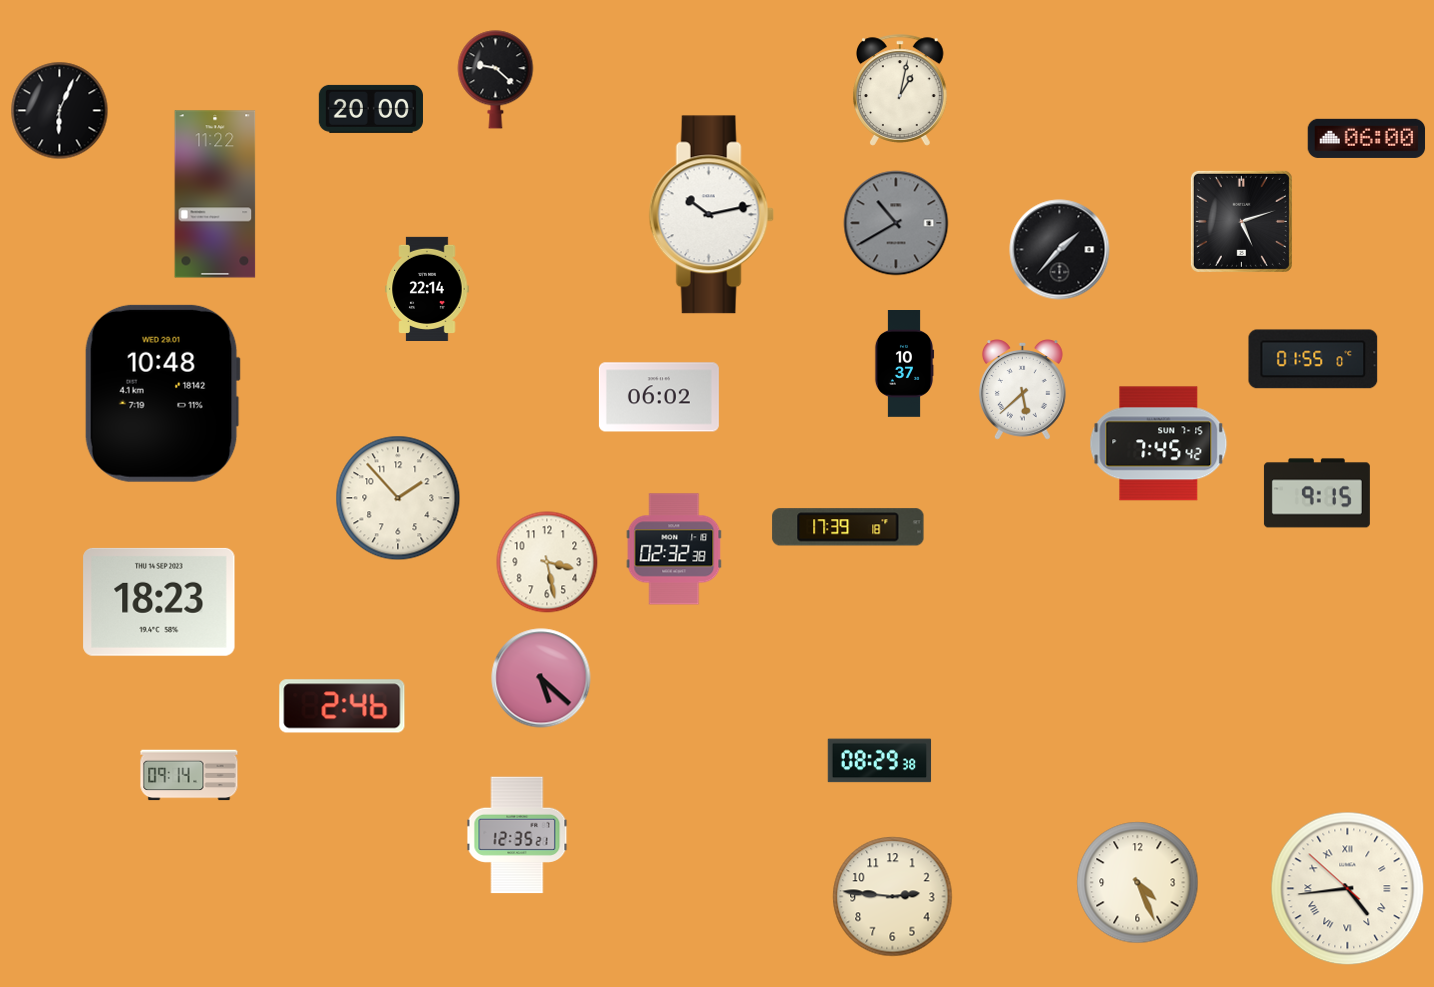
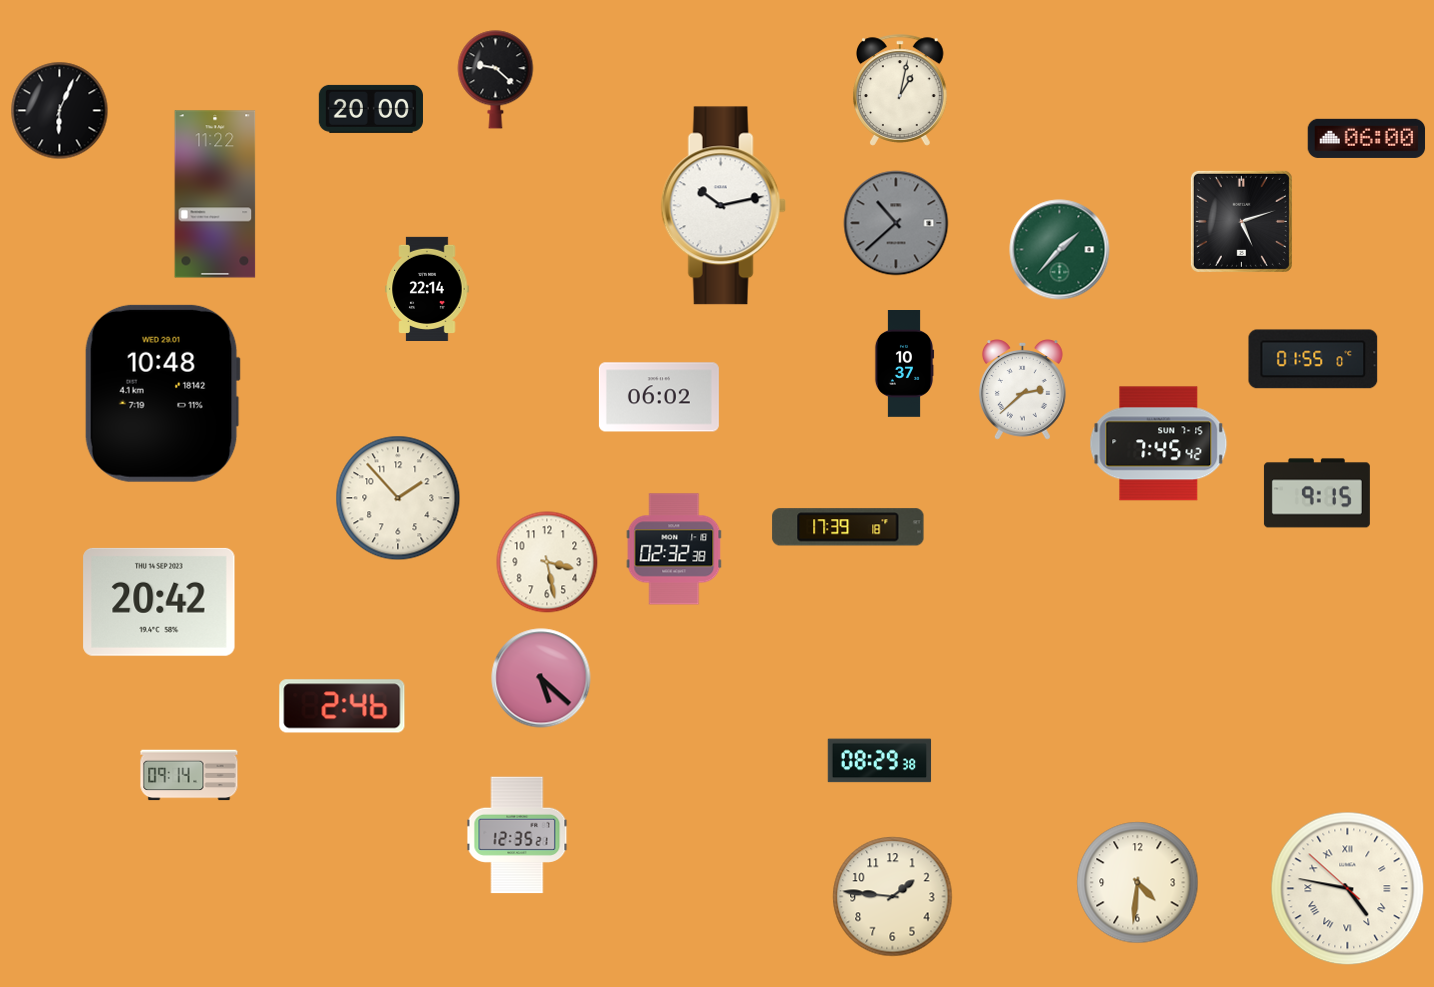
clock at (711, 215) position: (711, 215) -> (723, 206)
clock at (896, 223): 10:40 -> 10:38
clock at (1060, 250) dial: black -> green
clock at (1023, 390): 5:38 -> 2:38
clock at (159, 602): 18:23 -> 20:42
clock at (1138, 883): 4:26 -> 4:31
clock at (1348, 889): 4:43 -> 4:46
clock at (893, 897): 2:46 -> 1:46
